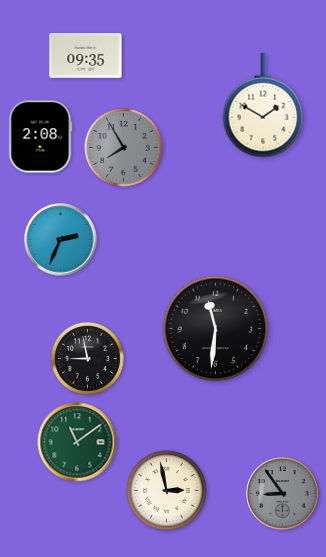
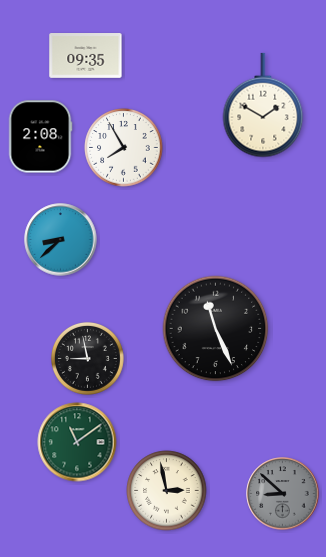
clock at (124, 148) dial: grey -> white
clock at (61, 240): 2:34 -> 8:38
clock at (216, 329): 11:31 -> 11:26
clock at (283, 494): 8:54 -> 8:52
